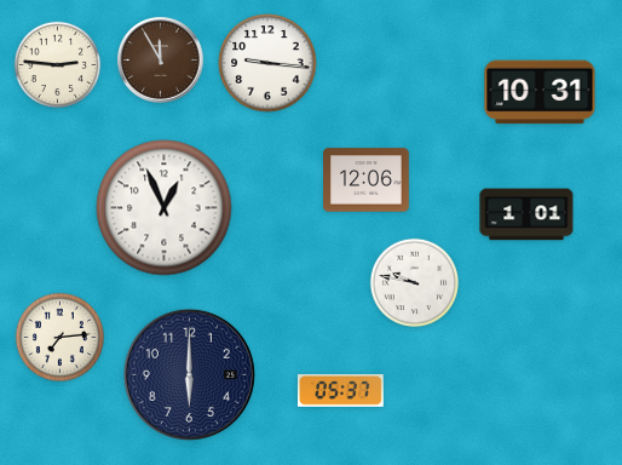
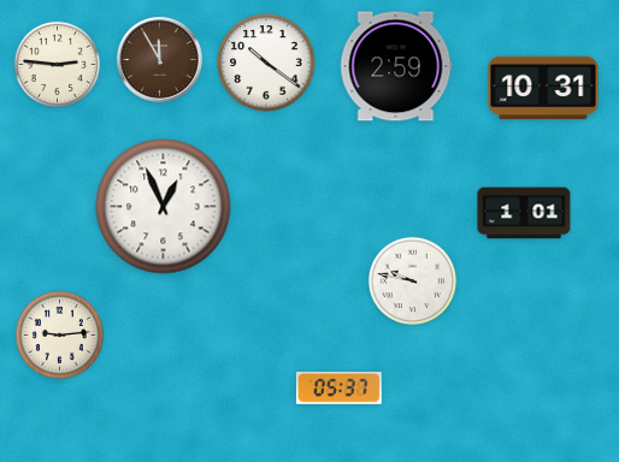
clock at (267, 63): 9:16 -> 10:21
clock at (396, 66): none -> 2:59
clock at (540, 92) position: (540, 92) -> (543, 88)
clock at (367, 180): 12:06 -> none
clock at (59, 337): 7:14 -> 9:14
clock at (189, 374): 6:00 -> none
